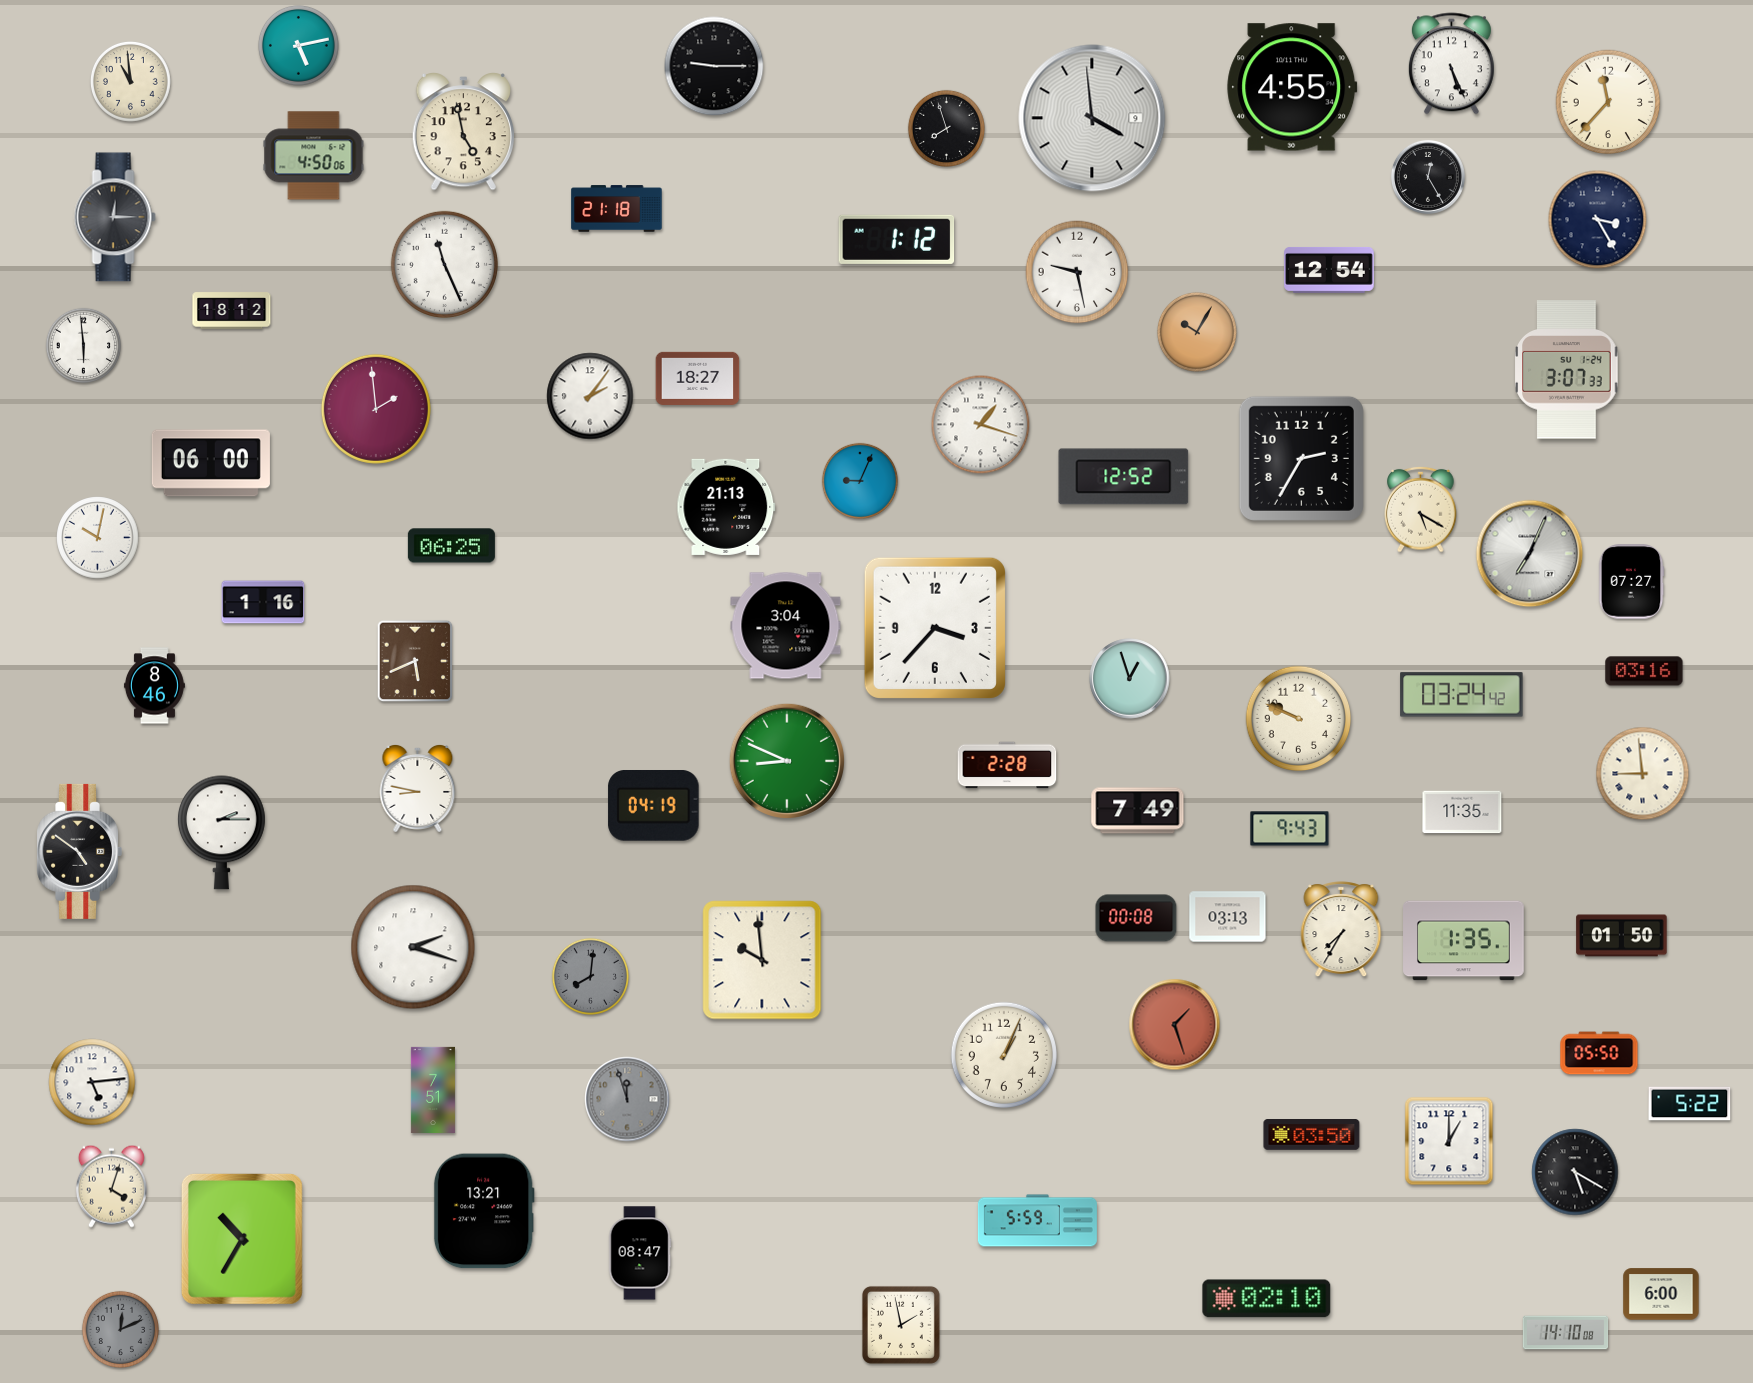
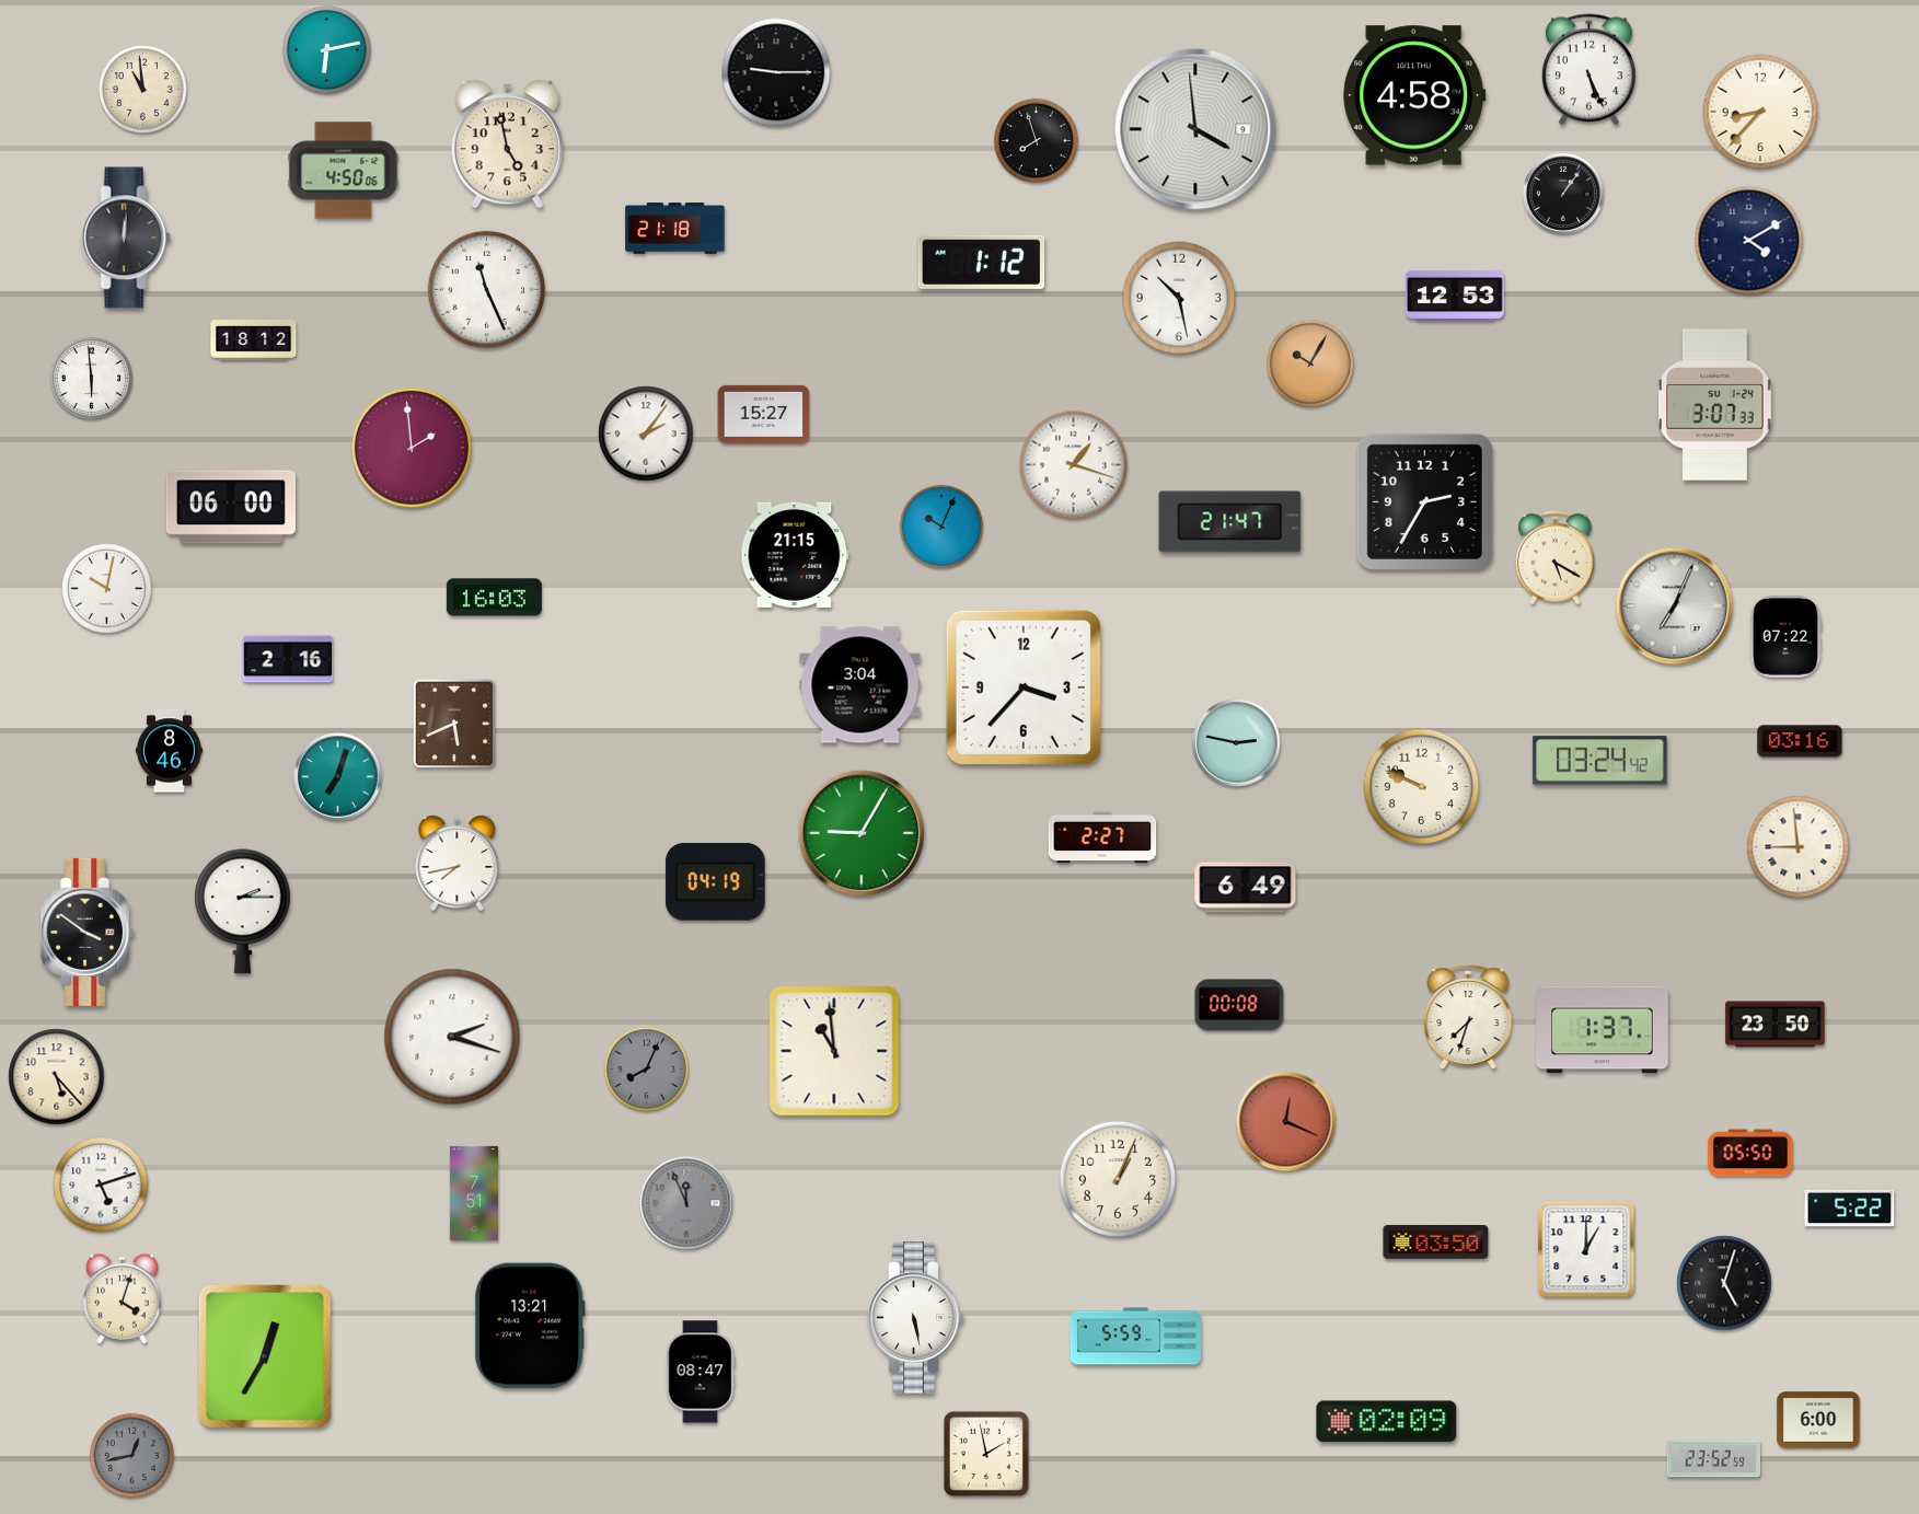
clock at (298, 45): 5:13 -> 6:13
clock at (714, 66) position: (714, 66) -> (776, 72)
clock at (1292, 87): 4:55 -> 4:58
clock at (1608, 102): 11:37 -> 8:37
clock at (1428, 177): 12:25 -> 1:06
clock at (115, 217): 12:15 -> 12:01
clock at (1598, 220): 3:25 -> 4:10
clock at (1329, 270): 12:54 -> 12:53
clock at (1077, 272): 9:28 -> 10:28
clock at (698, 378): 18:27 -> 15:27
clock at (1124, 477): 12:52 -> 21:47
clock at (859, 480): 9:04 -> 10:04
clock at (726, 507): 21:13 -> 21:15
clock at (451, 546): 06:25 -> 16:03
clock at (1631, 582): 07:27 -> 07:22
clock at (263, 602): 1:16 -> 2:16
clock at (1644, 671) position: (1644, 671) -> (1800, 741)
clock at (1130, 679): 12:57 -> 2:47
clock at (338, 777): none -> 7:03
clock at (786, 760): 8:49 -> 9:05
clock at (1007, 765): 2:28 -> 2:27
clock at (418, 788): 8:47 -> 7:43
clock at (1138, 811): 7:49 -> 6:49
clock at (1462, 812): 11:35 -> none
clock at (1290, 829): 9:43 -> none
clock at (79, 851): 4:51 -> 3:51
clock at (1228, 917): 03:13 -> none
clock at (1136, 918) position: (1136, 918) -> (1239, 1005)
clock at (1341, 930): 7:35 -> 7:33
clock at (1622, 936): 01:50 -> 23:50
clock at (1464, 941): 1:35 -> 1:37
clock at (762, 960): 9:59 -> 10:59
clock at (590, 976): 8:01 -> 8:04
clock at (57, 1077): none -> 5:23
clock at (1175, 1025): 1:27 -> 12:19
clock at (1003, 1054) position: (1003, 1054) -> (1117, 1178)
clock at (92, 1082): 5:14 -> 5:12
clock at (627, 1099): 11:57 -> 11:56
clock at (1575, 1172): 5:20 -> 5:03
clock at (916, 1318): none -> 5:28
clock at (242, 1239): 10:35 -> 12:35
clock at (1661, 1294) position: (1661, 1294) -> (1818, 1420)
clock at (1267, 1299): 02:10 -> 02:09
clock at (901, 1325) position: (901, 1325) -> (986, 1454)
clock at (120, 1329): 12:11 -> 12:43
clock at (1566, 1333): 14:10 -> 23:52
